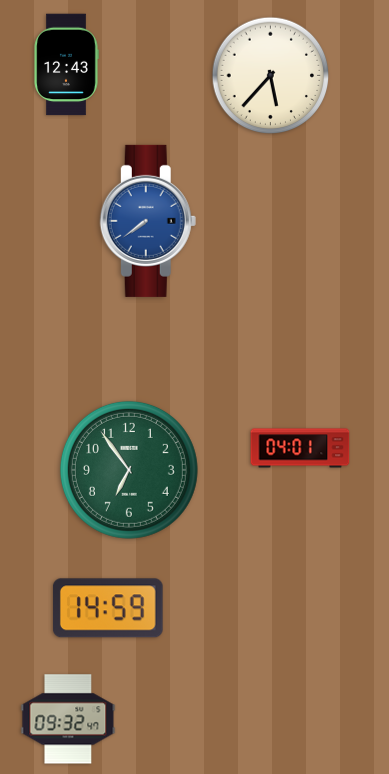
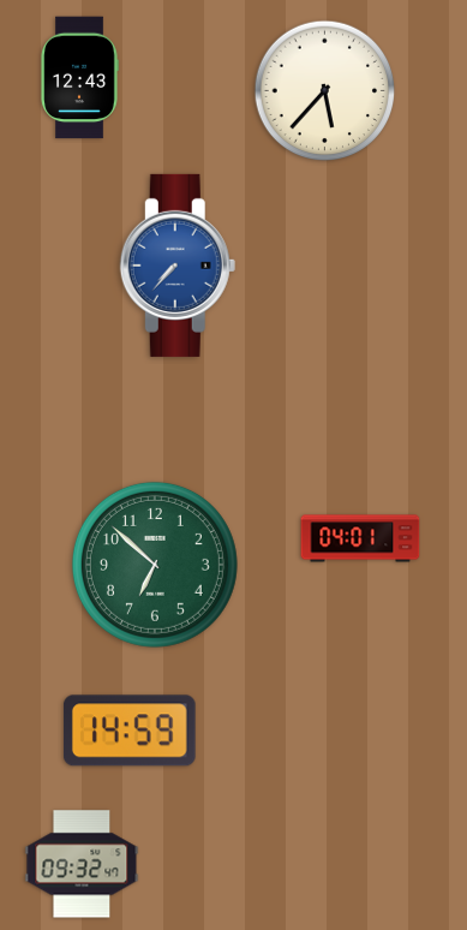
clock at (148, 221): 7:39 -> 7:37
clock at (129, 470): 6:54 -> 6:52
